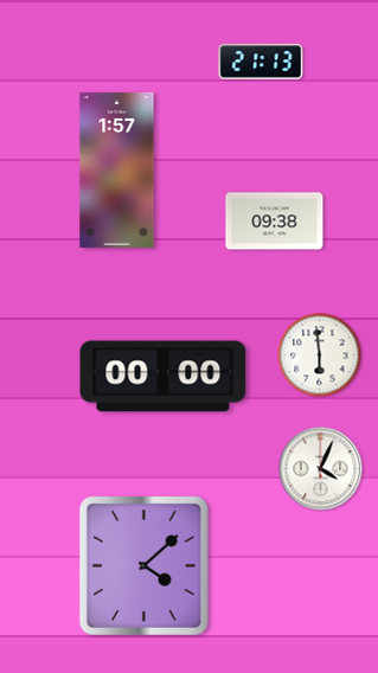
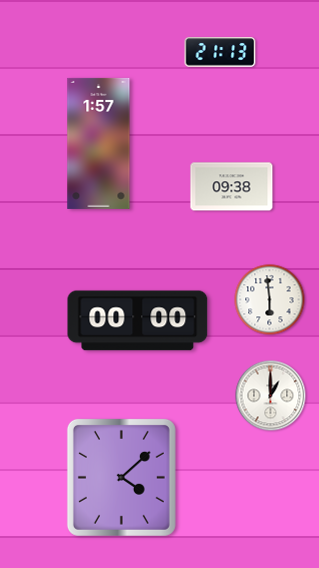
clock at (164, 377) position: (164, 377) -> (138, 321)
clock at (321, 469): 4:04 -> 1:00
